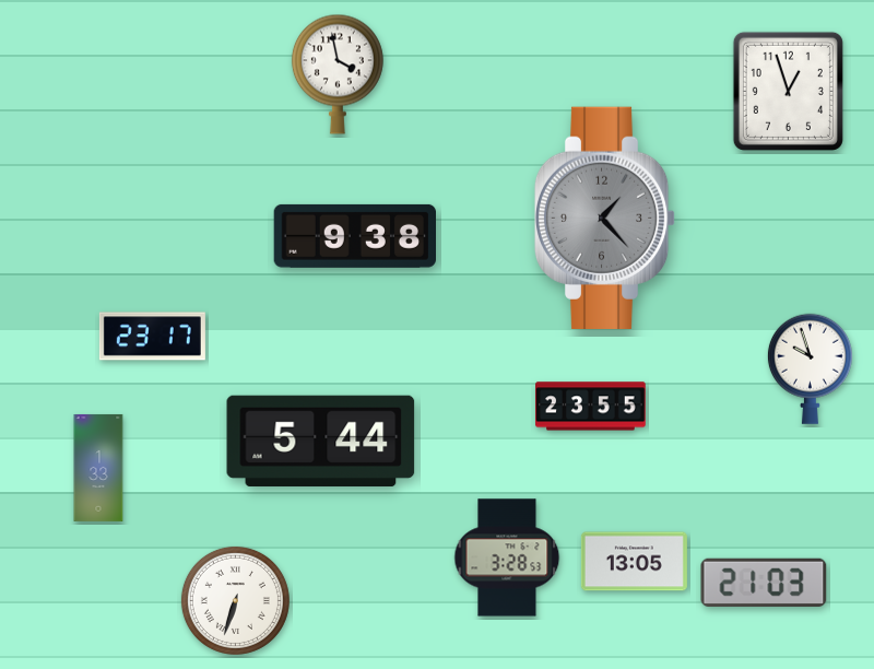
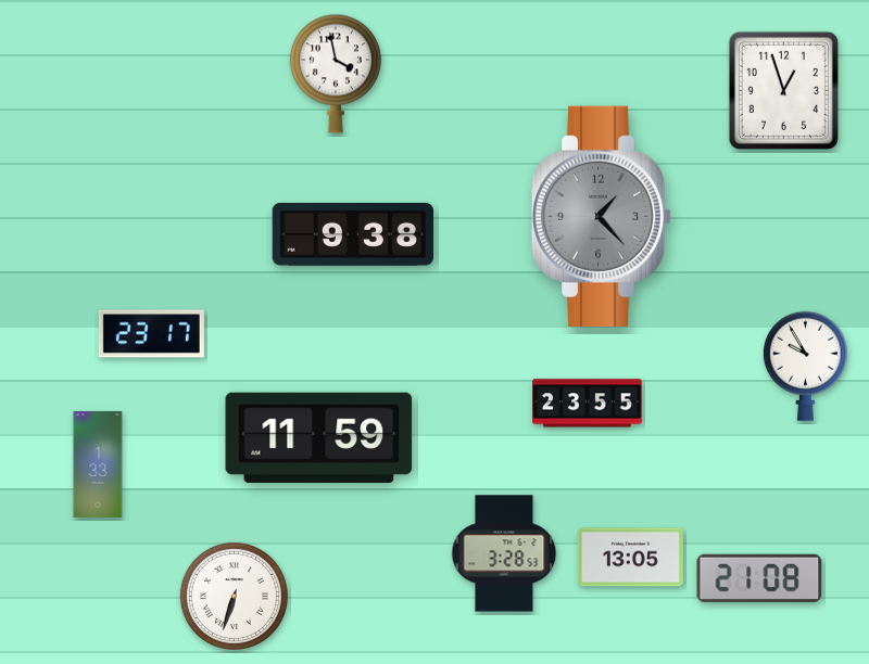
clock at (810, 368): 9:57 -> 9:55
clock at (321, 441): 5:44 -> 11:59
clock at (764, 583): 21:03 -> 21:08
